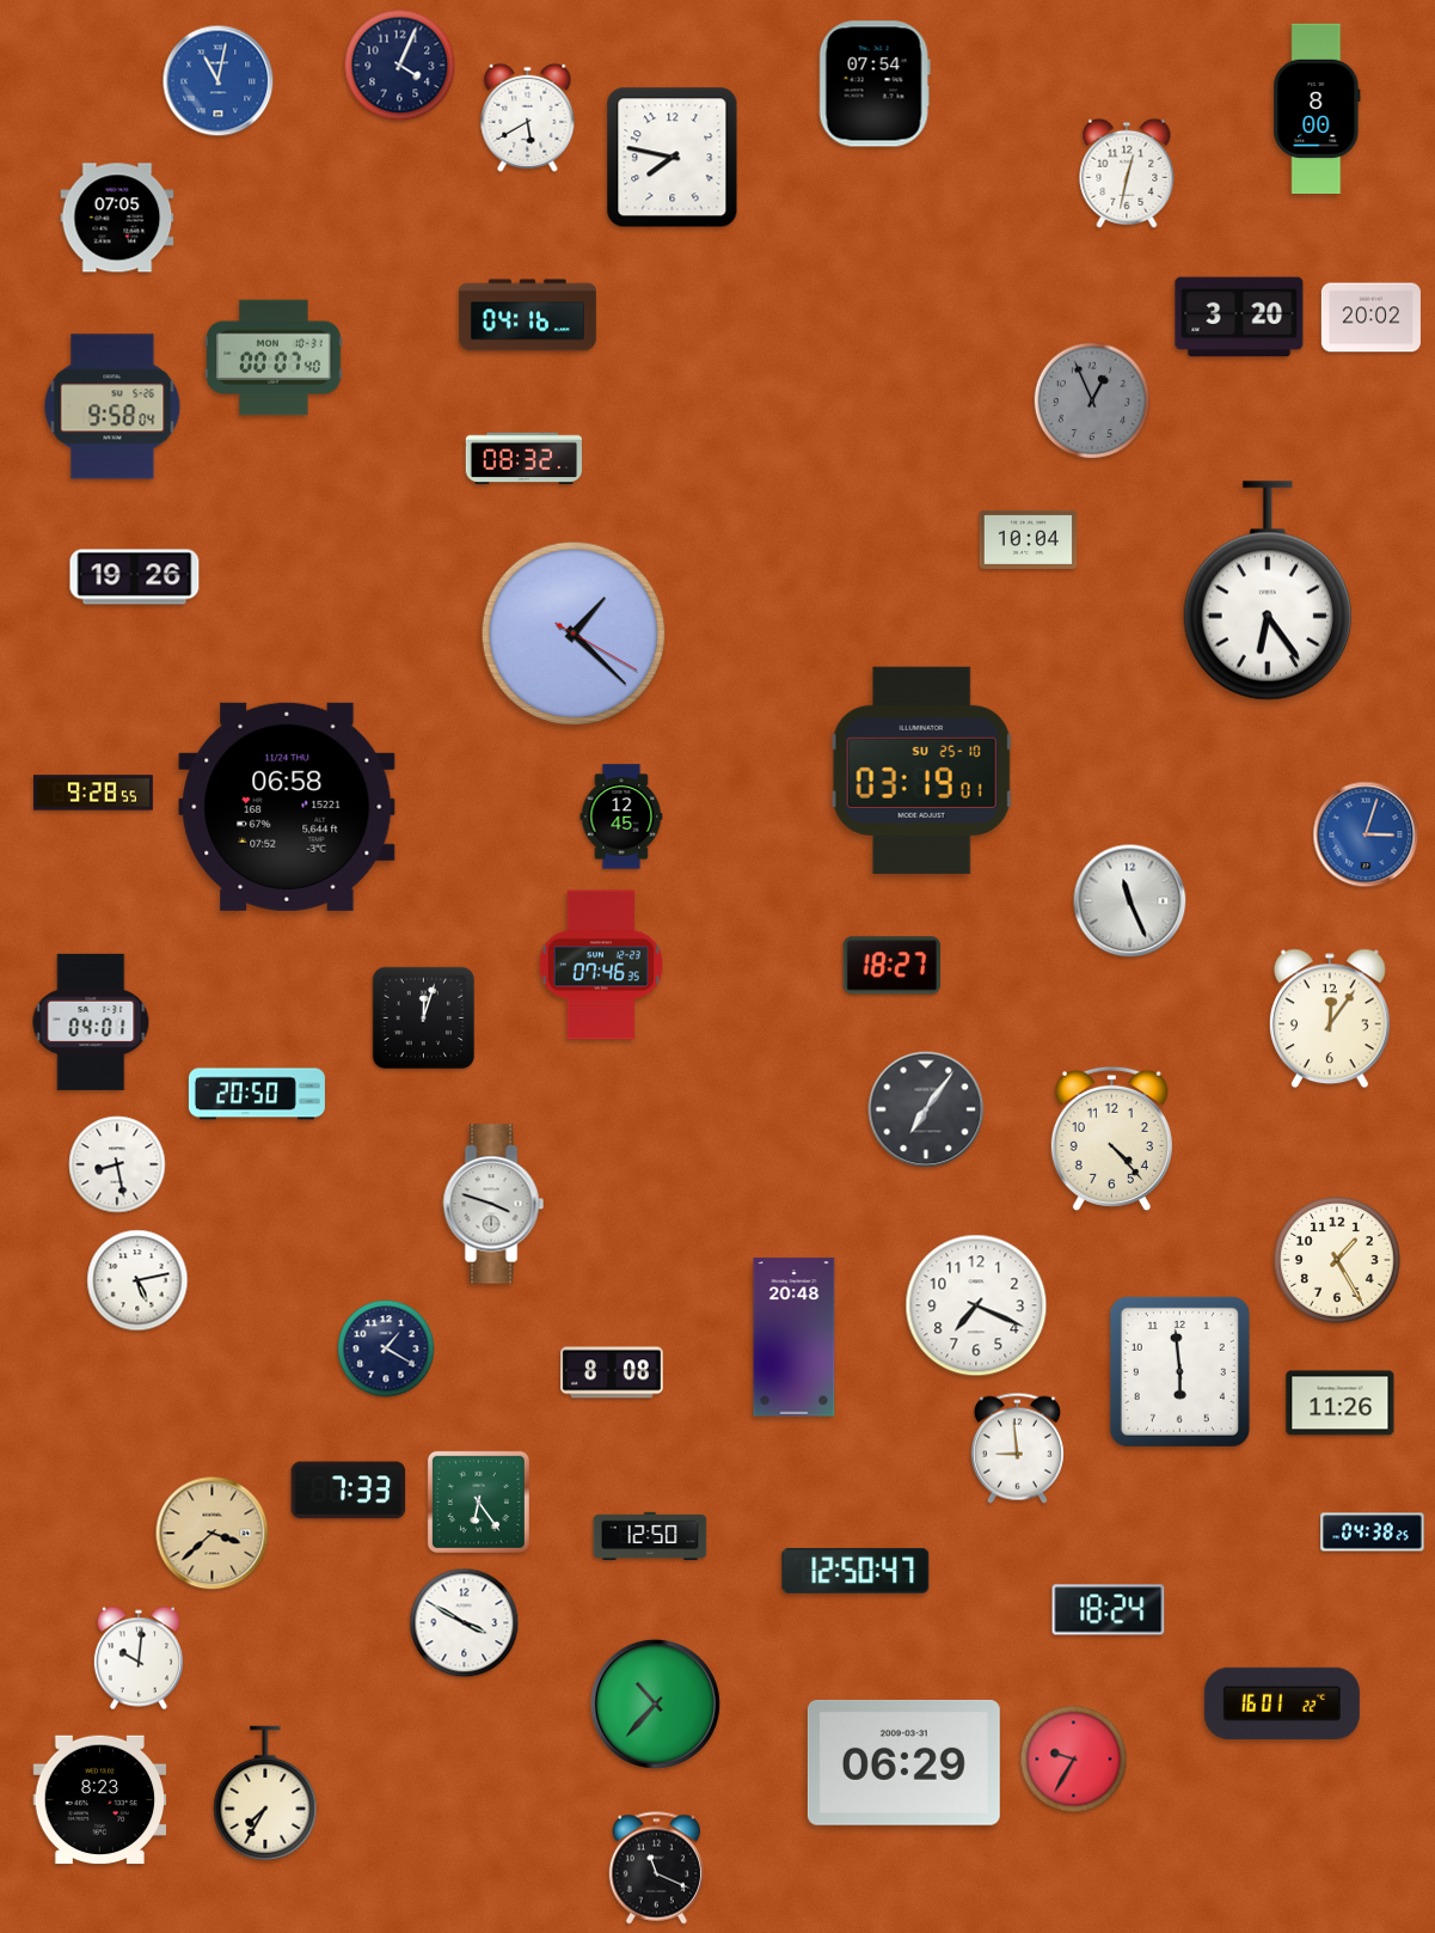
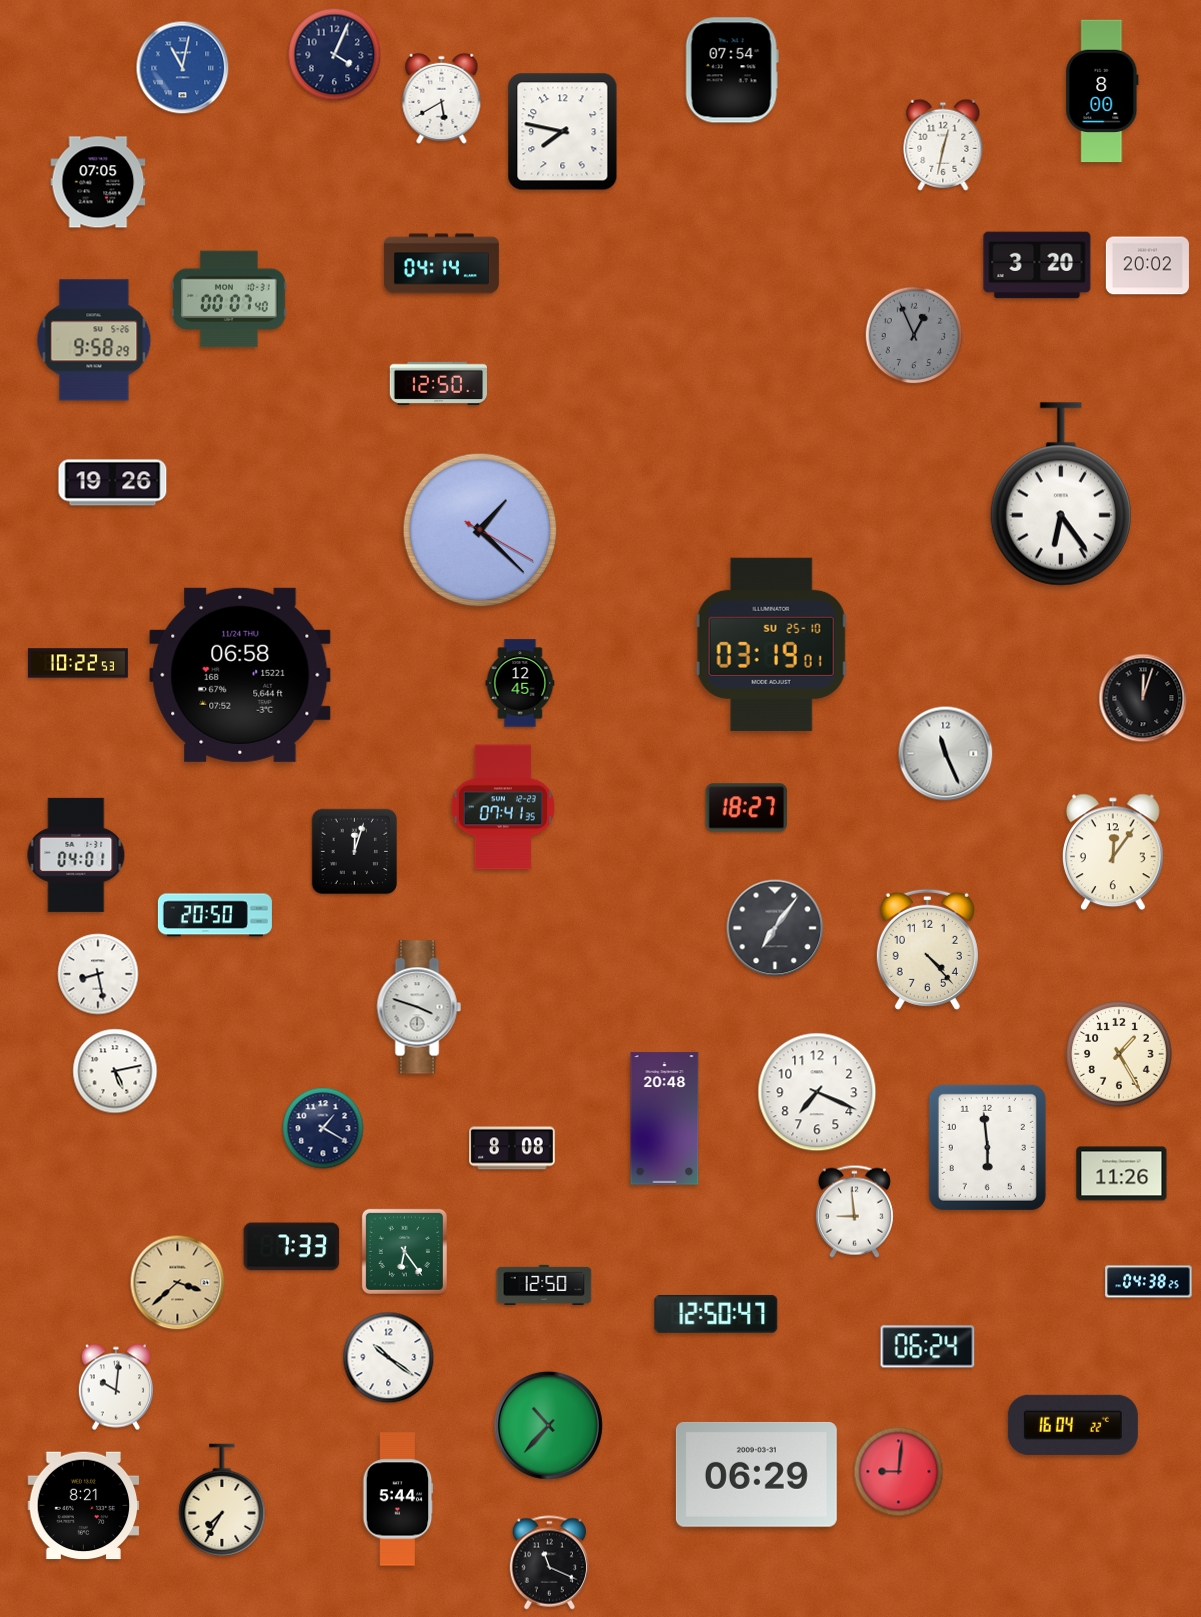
clock at (527, 316): 04:16 -> 04:14
clock at (112, 406): 9:58:04 -> 9:58:29
clock at (523, 458): 08:32 -> 12:50
clock at (1029, 539): 10:04 -> none
clock at (93, 793): 9:28 -> 10:22
clock at (1366, 834): 3:03 -> 12:03
clock at (1366, 834) dial: blue -> black
clock at (601, 965): 07:46 -> 07:41
clock at (1111, 1138) position: (1111, 1138) -> (927, 949)
clock at (493, 1204) position: (493, 1204) -> (419, 1007)
clock at (1017, 1448) position: (1017, 1448) -> (854, 1211)
clock at (478, 1501) position: (478, 1501) -> (404, 1251)
clock at (1109, 1610): 18:24 -> 06:24
clock at (465, 1623): 3:50 -> 10:21
clock at (1282, 1703): 16:01 -> 16:04
clock at (1074, 1760): 9:35 -> 9:01
clock at (398, 1499): none -> 5:44
clock at (100, 1800): 8:23 -> 8:21
